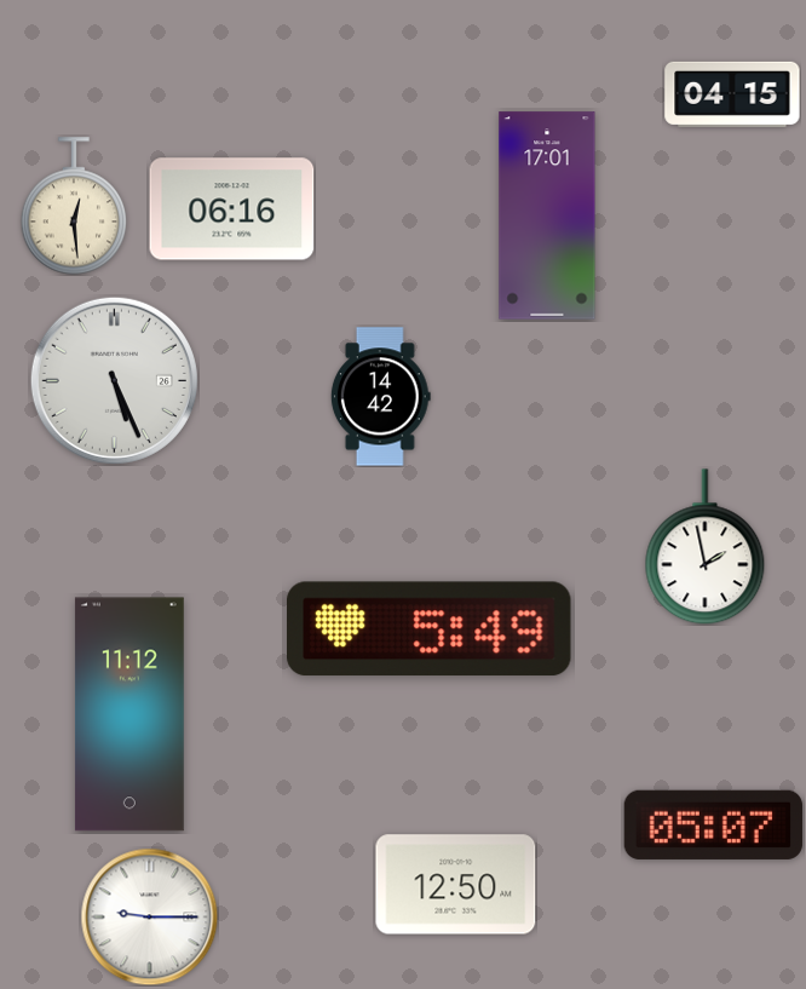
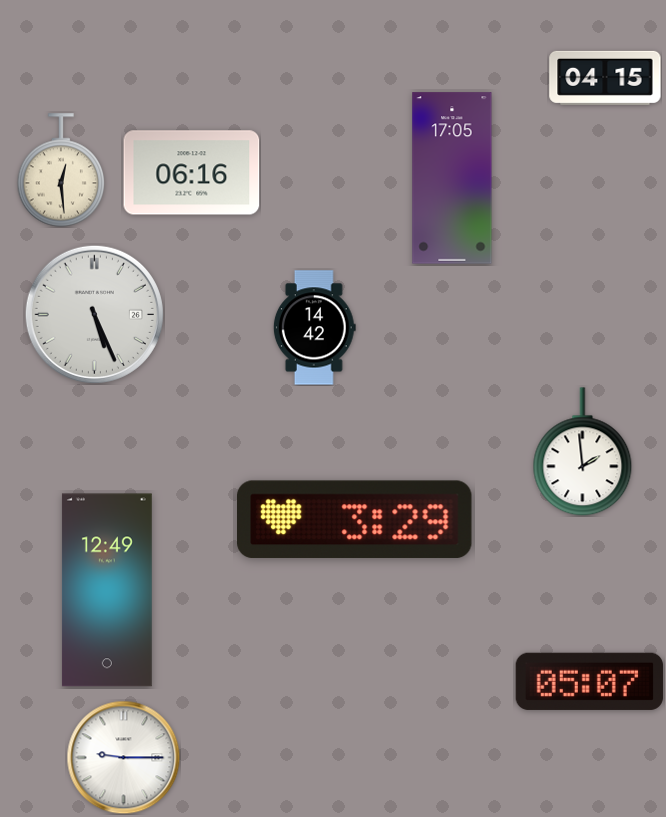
clock at (547, 215): 17:01 -> 17:05
clock at (706, 547): 1:58 -> 1:59
clock at (430, 629): 5:49 -> 3:29
clock at (129, 714): 11:12 -> 12:49
clock at (456, 885): 12:50 -> none
